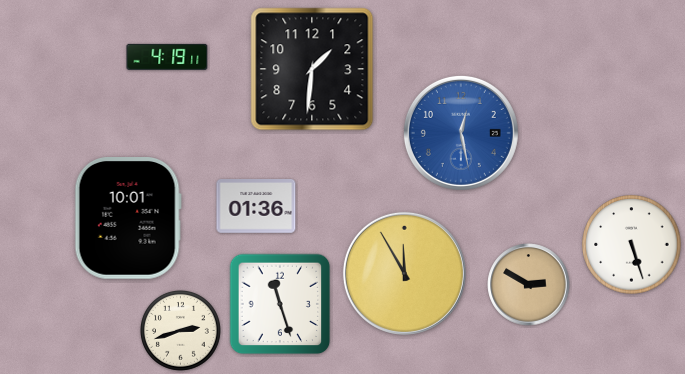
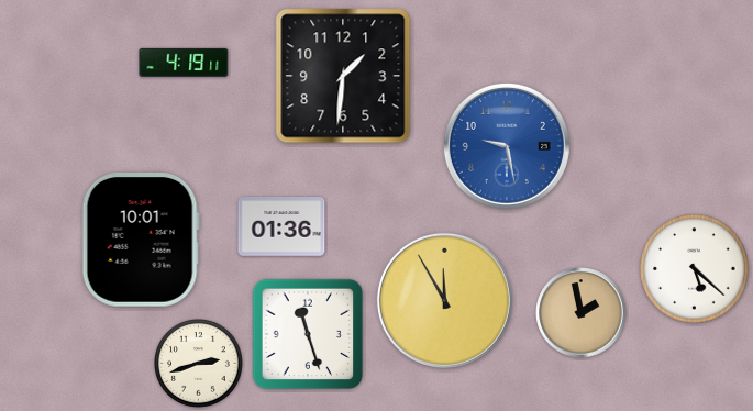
clock at (461, 133): 12:28 -> 9:28
clock at (632, 245): 5:27 -> 5:22
clock at (529, 285): 2:50 -> 1:58
